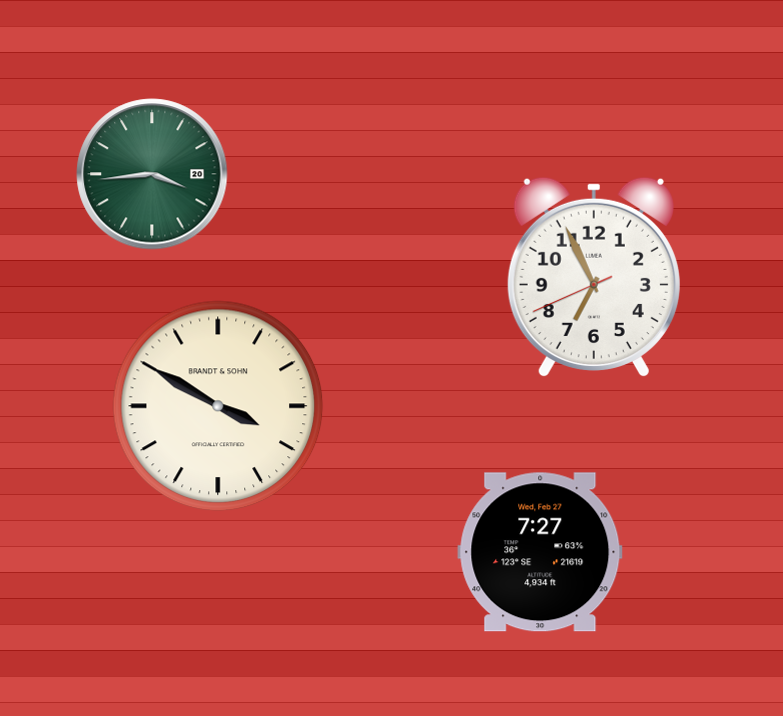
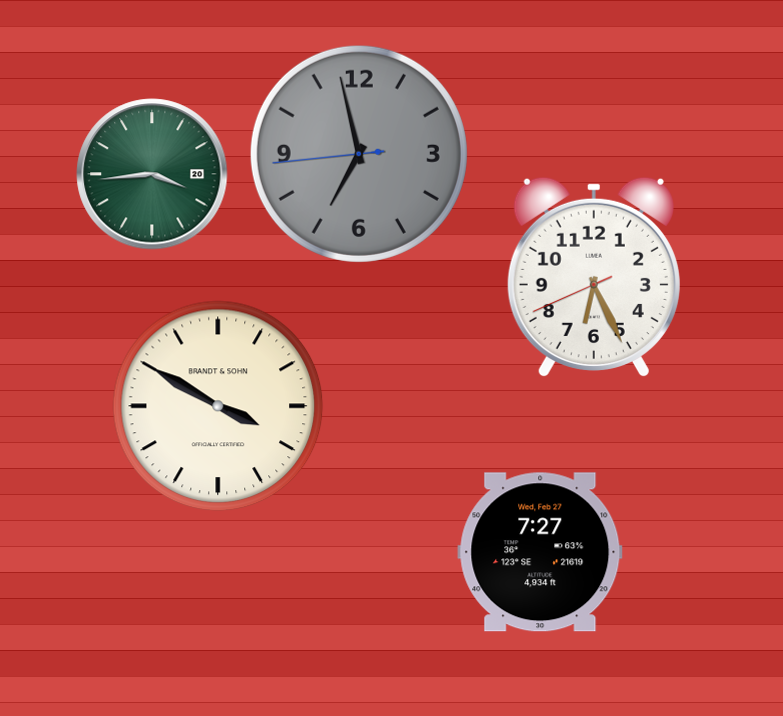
clock at (359, 154): none -> 6:57
clock at (594, 277): 6:55 -> 6:25
